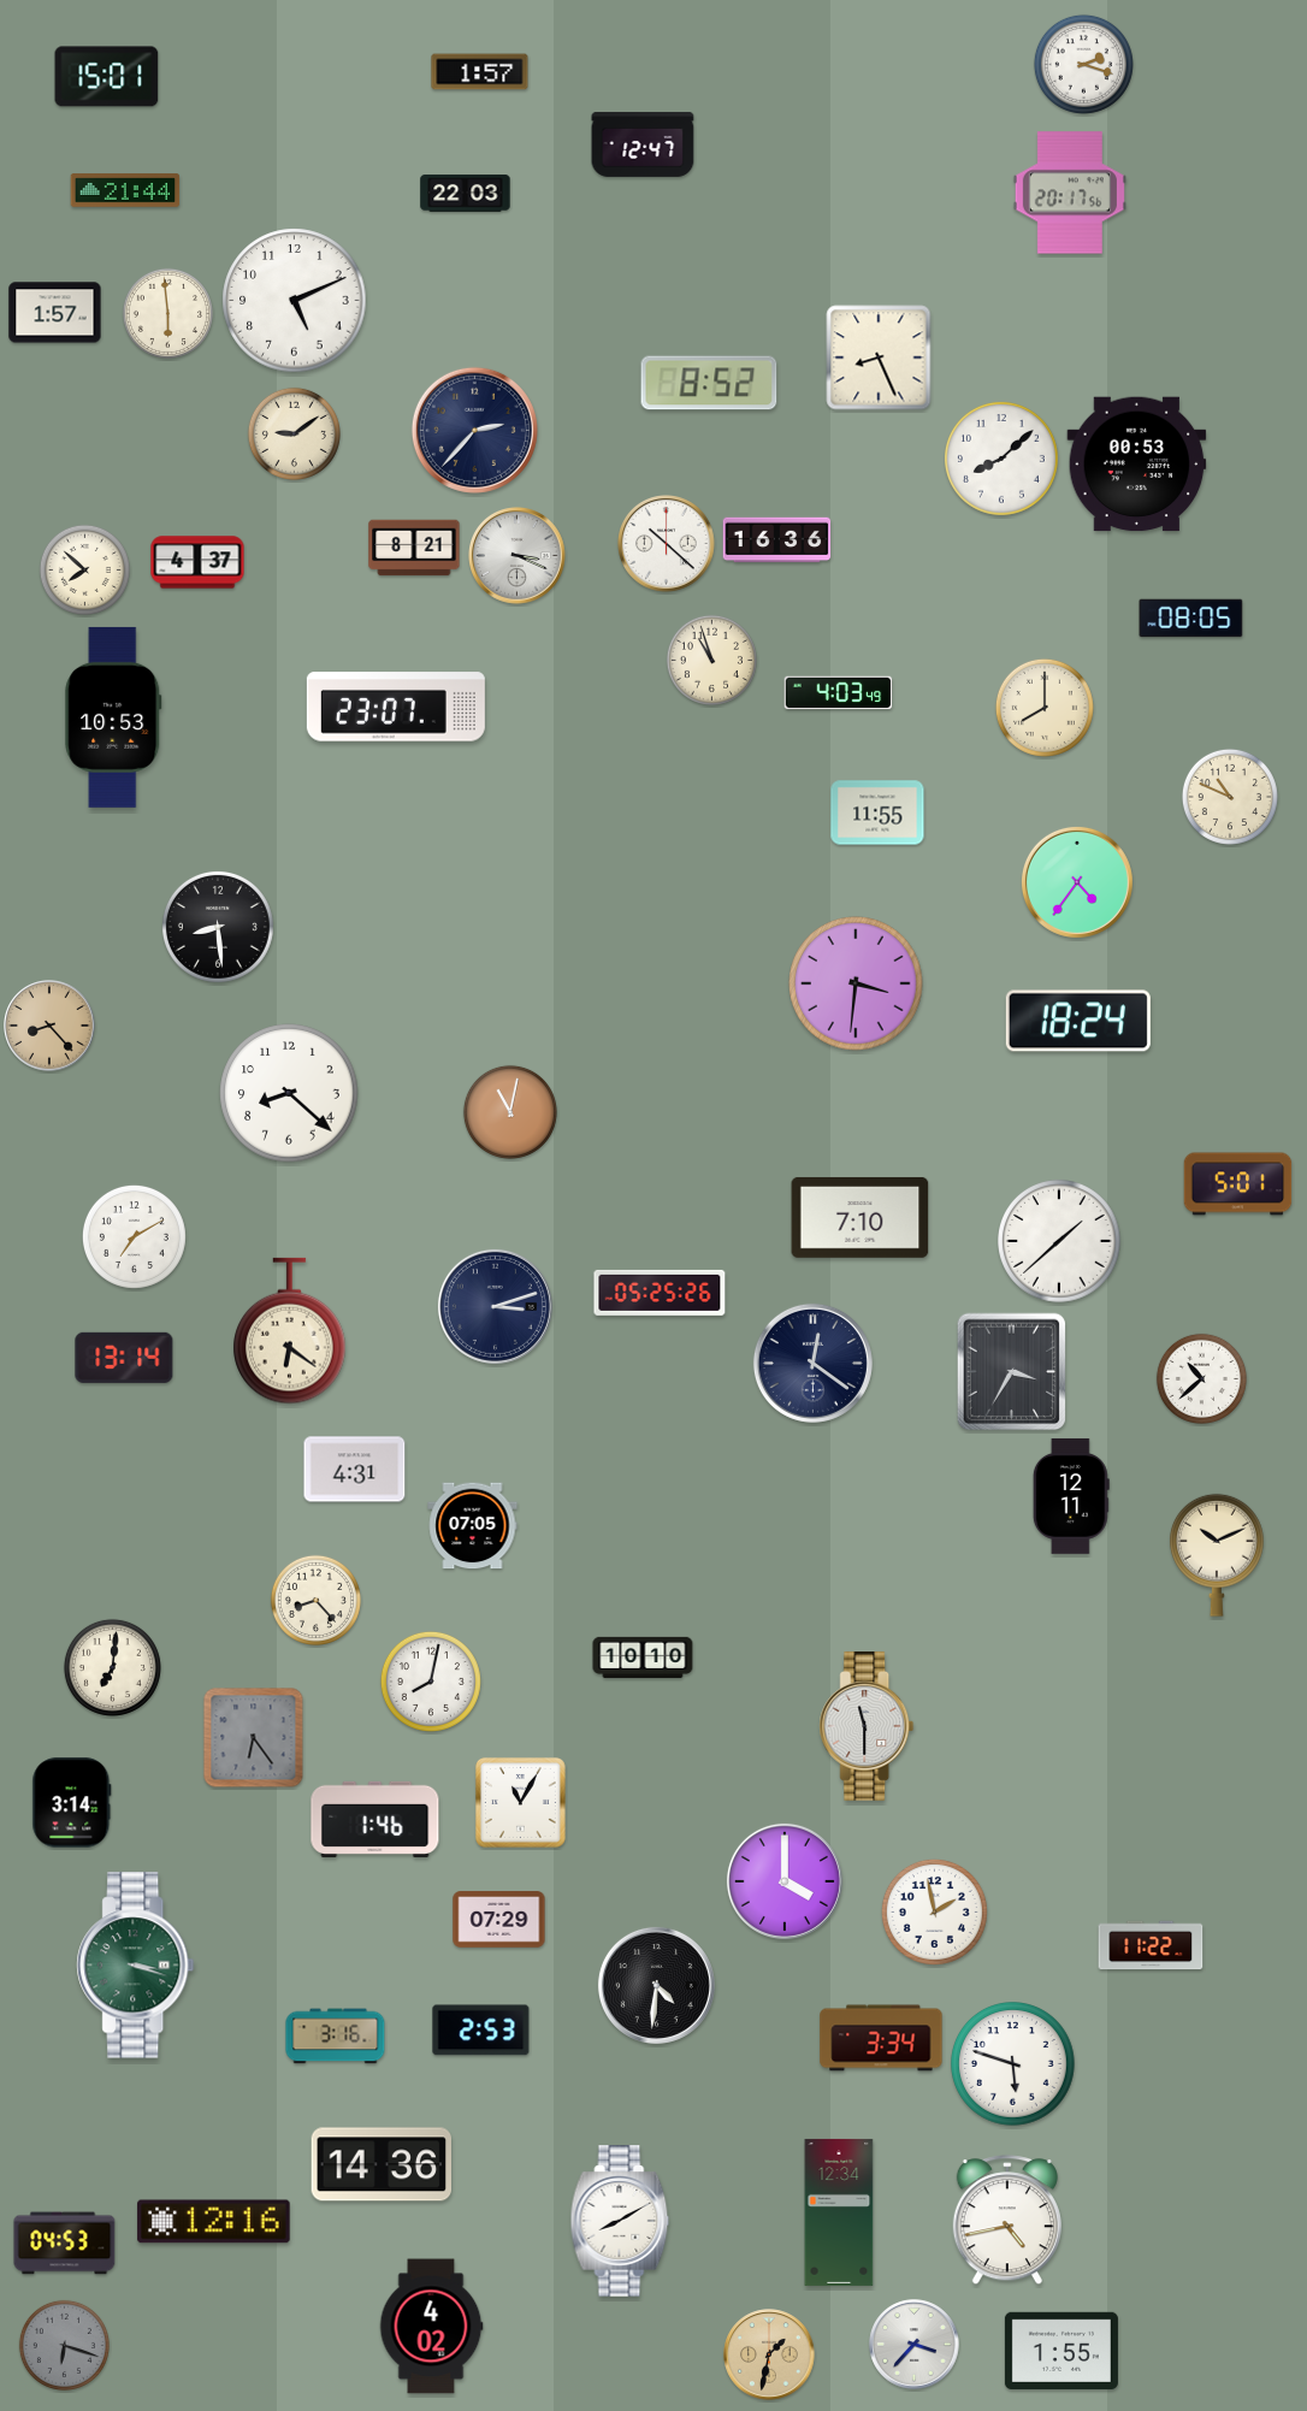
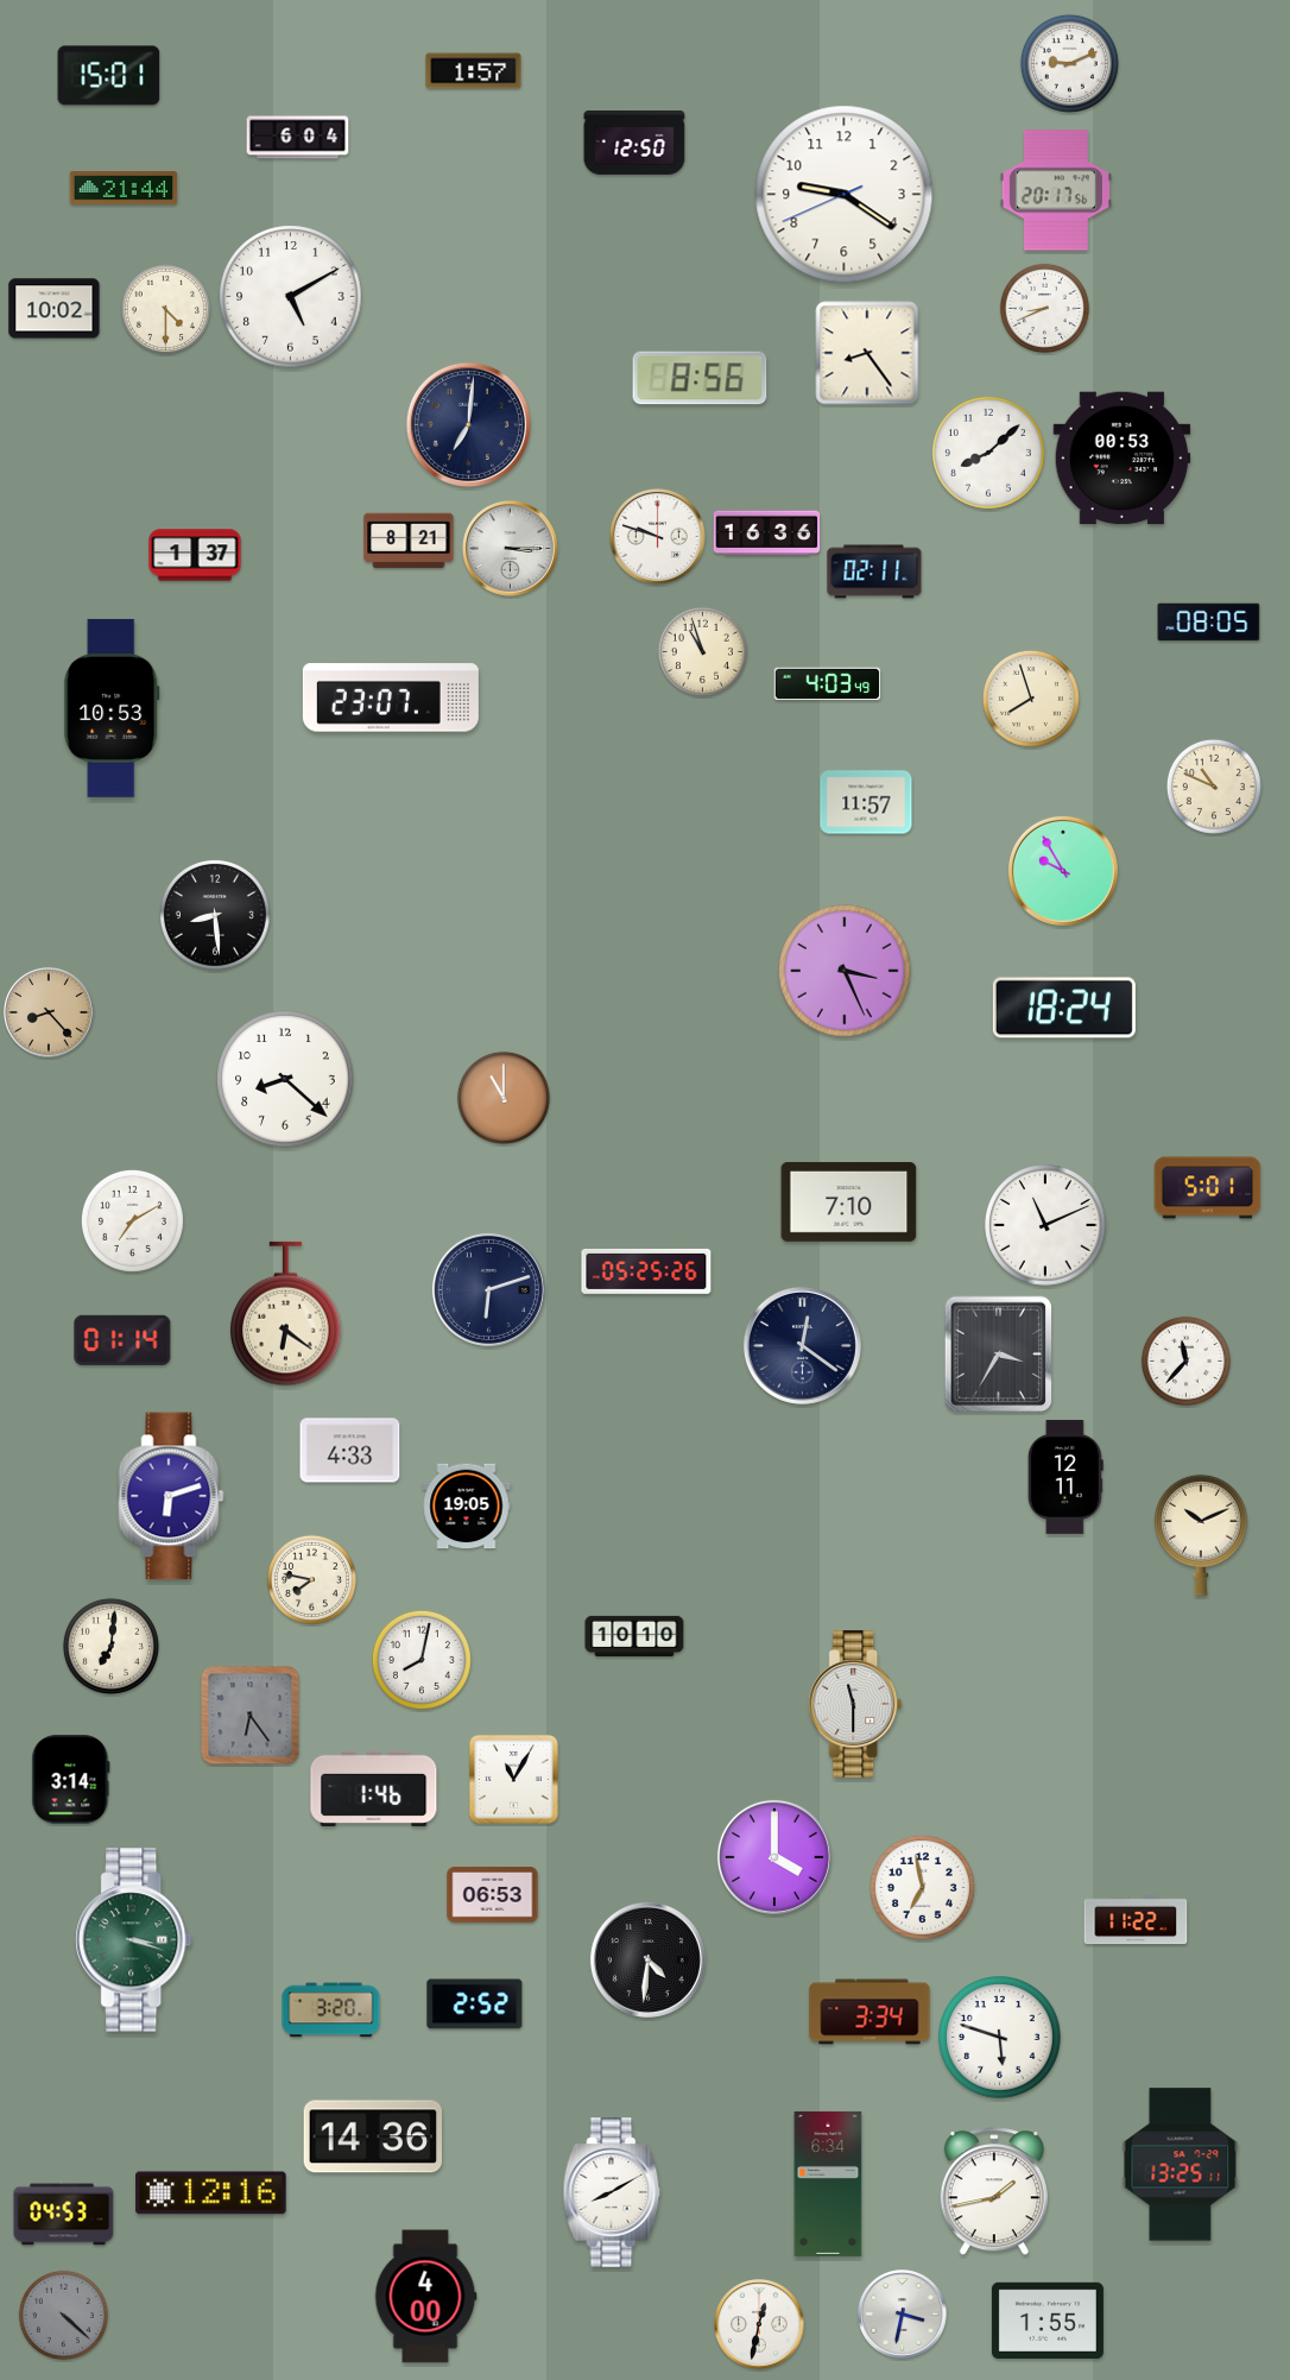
clock at (1083, 64): 2:18 -> 9:11
clock at (107, 77) position: (107, 77) -> (109, 76)
clock at (298, 138): none -> 6:04
clock at (643, 144): 12:47 -> 12:50
clock at (466, 194): 22:03 -> none
clock at (845, 195): none -> 9:20
clock at (295, 301): 5:11 -> 5:10
clock at (1044, 308): none -> 8:41
clock at (55, 313): 1:57 -> 10:02
clock at (167, 313): 5:59 -> 4:30
clock at (879, 357): 8:26 -> 8:24
clock at (709, 383): 8:52 -> 8:56
clock at (474, 430): 2:37 -> 7:01
clock at (294, 433): 9:09 -> none
clock at (667, 544): 10:22 -> 9:48
clock at (518, 556): 3:19 -> 3:15
clock at (197, 562): 4:37 -> 1:37
clock at (84, 569): 7:52 -> none
clock at (874, 572): none -> 02:11
clock at (1191, 619) position: (1191, 619) -> (1209, 623)
clock at (1045, 708): 8:00 -> 7:57
clock at (877, 812): 11:55 -> 11:57
clock at (1077, 882): 4:36 -> 9:55
clock at (856, 983): 3:31 -> 3:26
clock at (510, 1112): 11:02 -> 11:00
clock at (1238, 1184) position: (1238, 1184) -> (1208, 1188)
clock at (1060, 1242): 1:38 -> 11:11
clock at (660, 1293) position: (660, 1293) -> (646, 1271)
clock at (495, 1306): 3:12 -> 6:12
clock at (124, 1358): 13:14 -> 01:14
clock at (1201, 1378): 10:38 -> 11:37
clock at (355, 1470): 4:31 -> 4:33
clock at (1071, 1496) position: (1071, 1496) -> (1065, 1477)
clock at (171, 1496): none -> 6:12
clock at (473, 1526): 07:05 -> 19:05
clock at (315, 1600): 8:23 -> 7:47
clock at (431, 1682) position: (431, 1682) -> (422, 1660)
clock at (375, 1819) position: (375, 1819) -> (374, 1788)
clock at (934, 1911): 1:58 -> 6:58
clock at (499, 1920): 07:29 -> 06:53
clock at (481, 2031): 2:53 -> 2:52
clock at (336, 2037): 3:16 -> 3:20
clock at (380, 2164) position: (380, 2164) -> (372, 2136)
clock at (1181, 2165): none -> 13:25
clock at (839, 2212): 12:34 -> 6:34
clock at (1007, 2221): 4:43 -> 1:43
clock at (431, 2327): 4:02 -> 4:00
clock at (64, 2345): 6:18 -> 4:22
clock at (915, 2345): 3:37 -> 3:32
clock at (769, 2354): 1:32 -> 12:32
clock at (769, 2354) dial: champagne -> white
